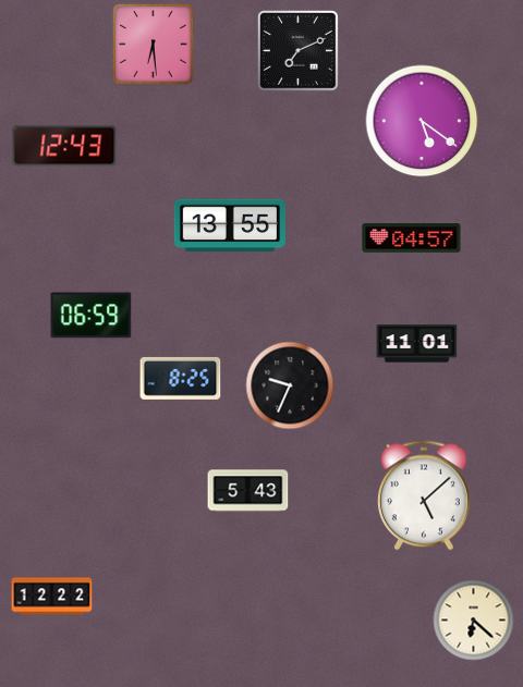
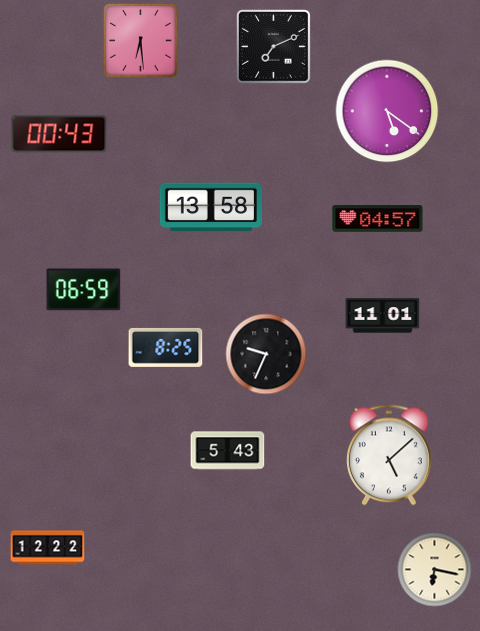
clock at (64, 146): 12:43 -> 00:43
clock at (230, 225): 13:55 -> 13:58
clock at (474, 621): 6:22 -> 6:17
